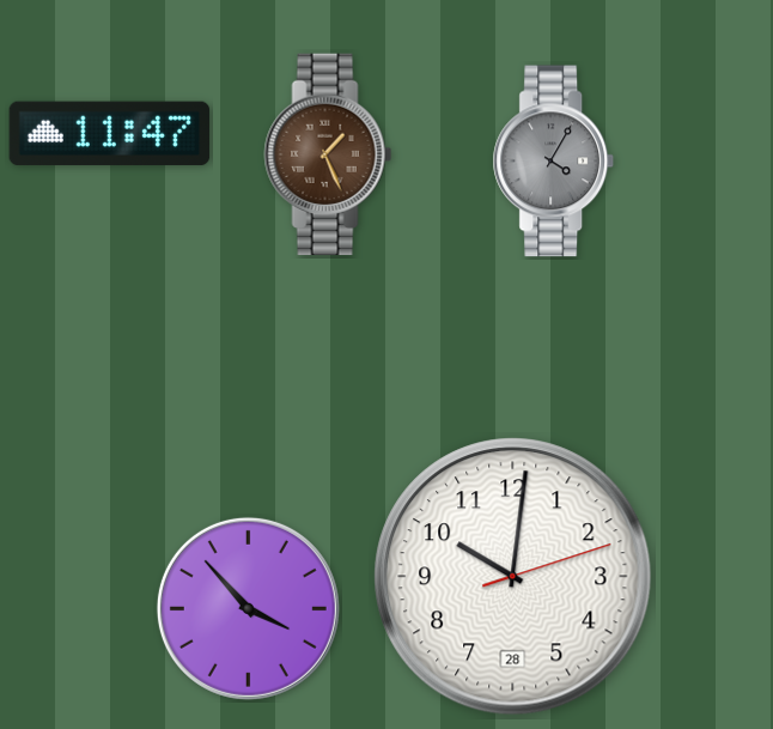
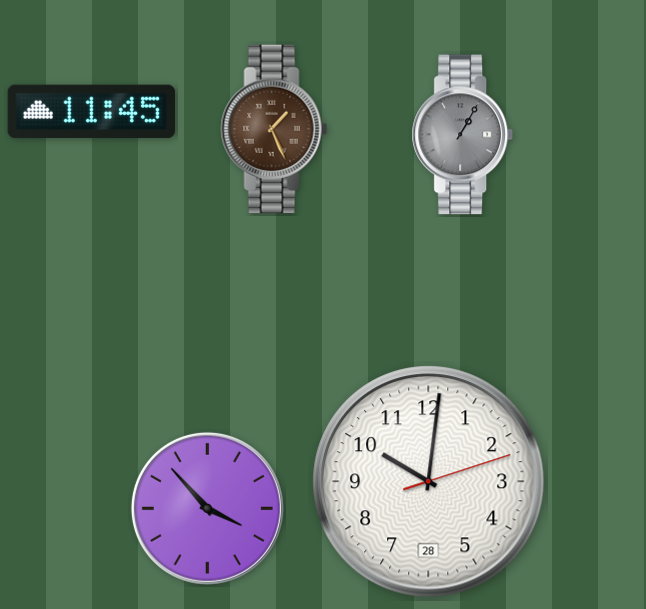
clock at (110, 134): 11:47 -> 11:45
clock at (554, 162): 4:05 -> 1:05
